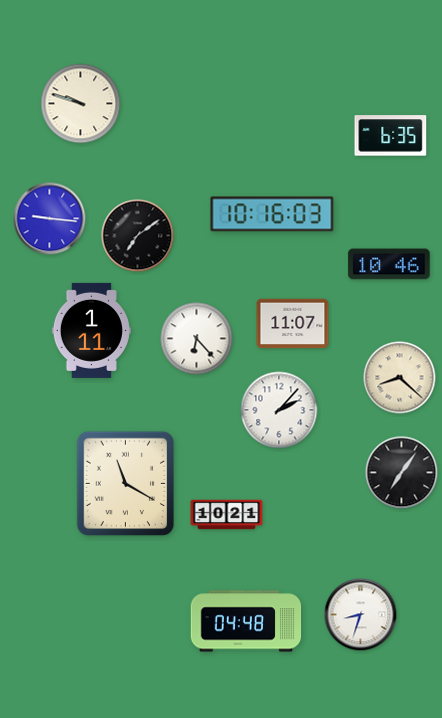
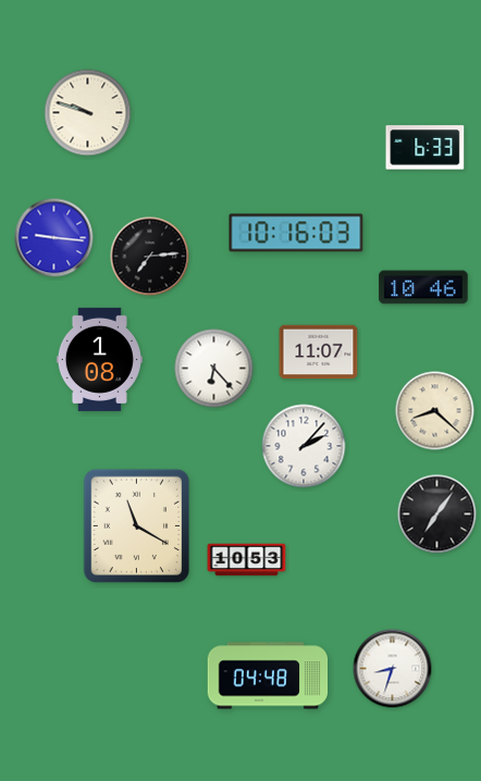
clock at (391, 136): 6:35 -> 6:33
clock at (138, 236): 7:09 -> 7:14
clock at (91, 330): 1:11 -> 1:08
clock at (227, 515): 10:21 -> 10:53
